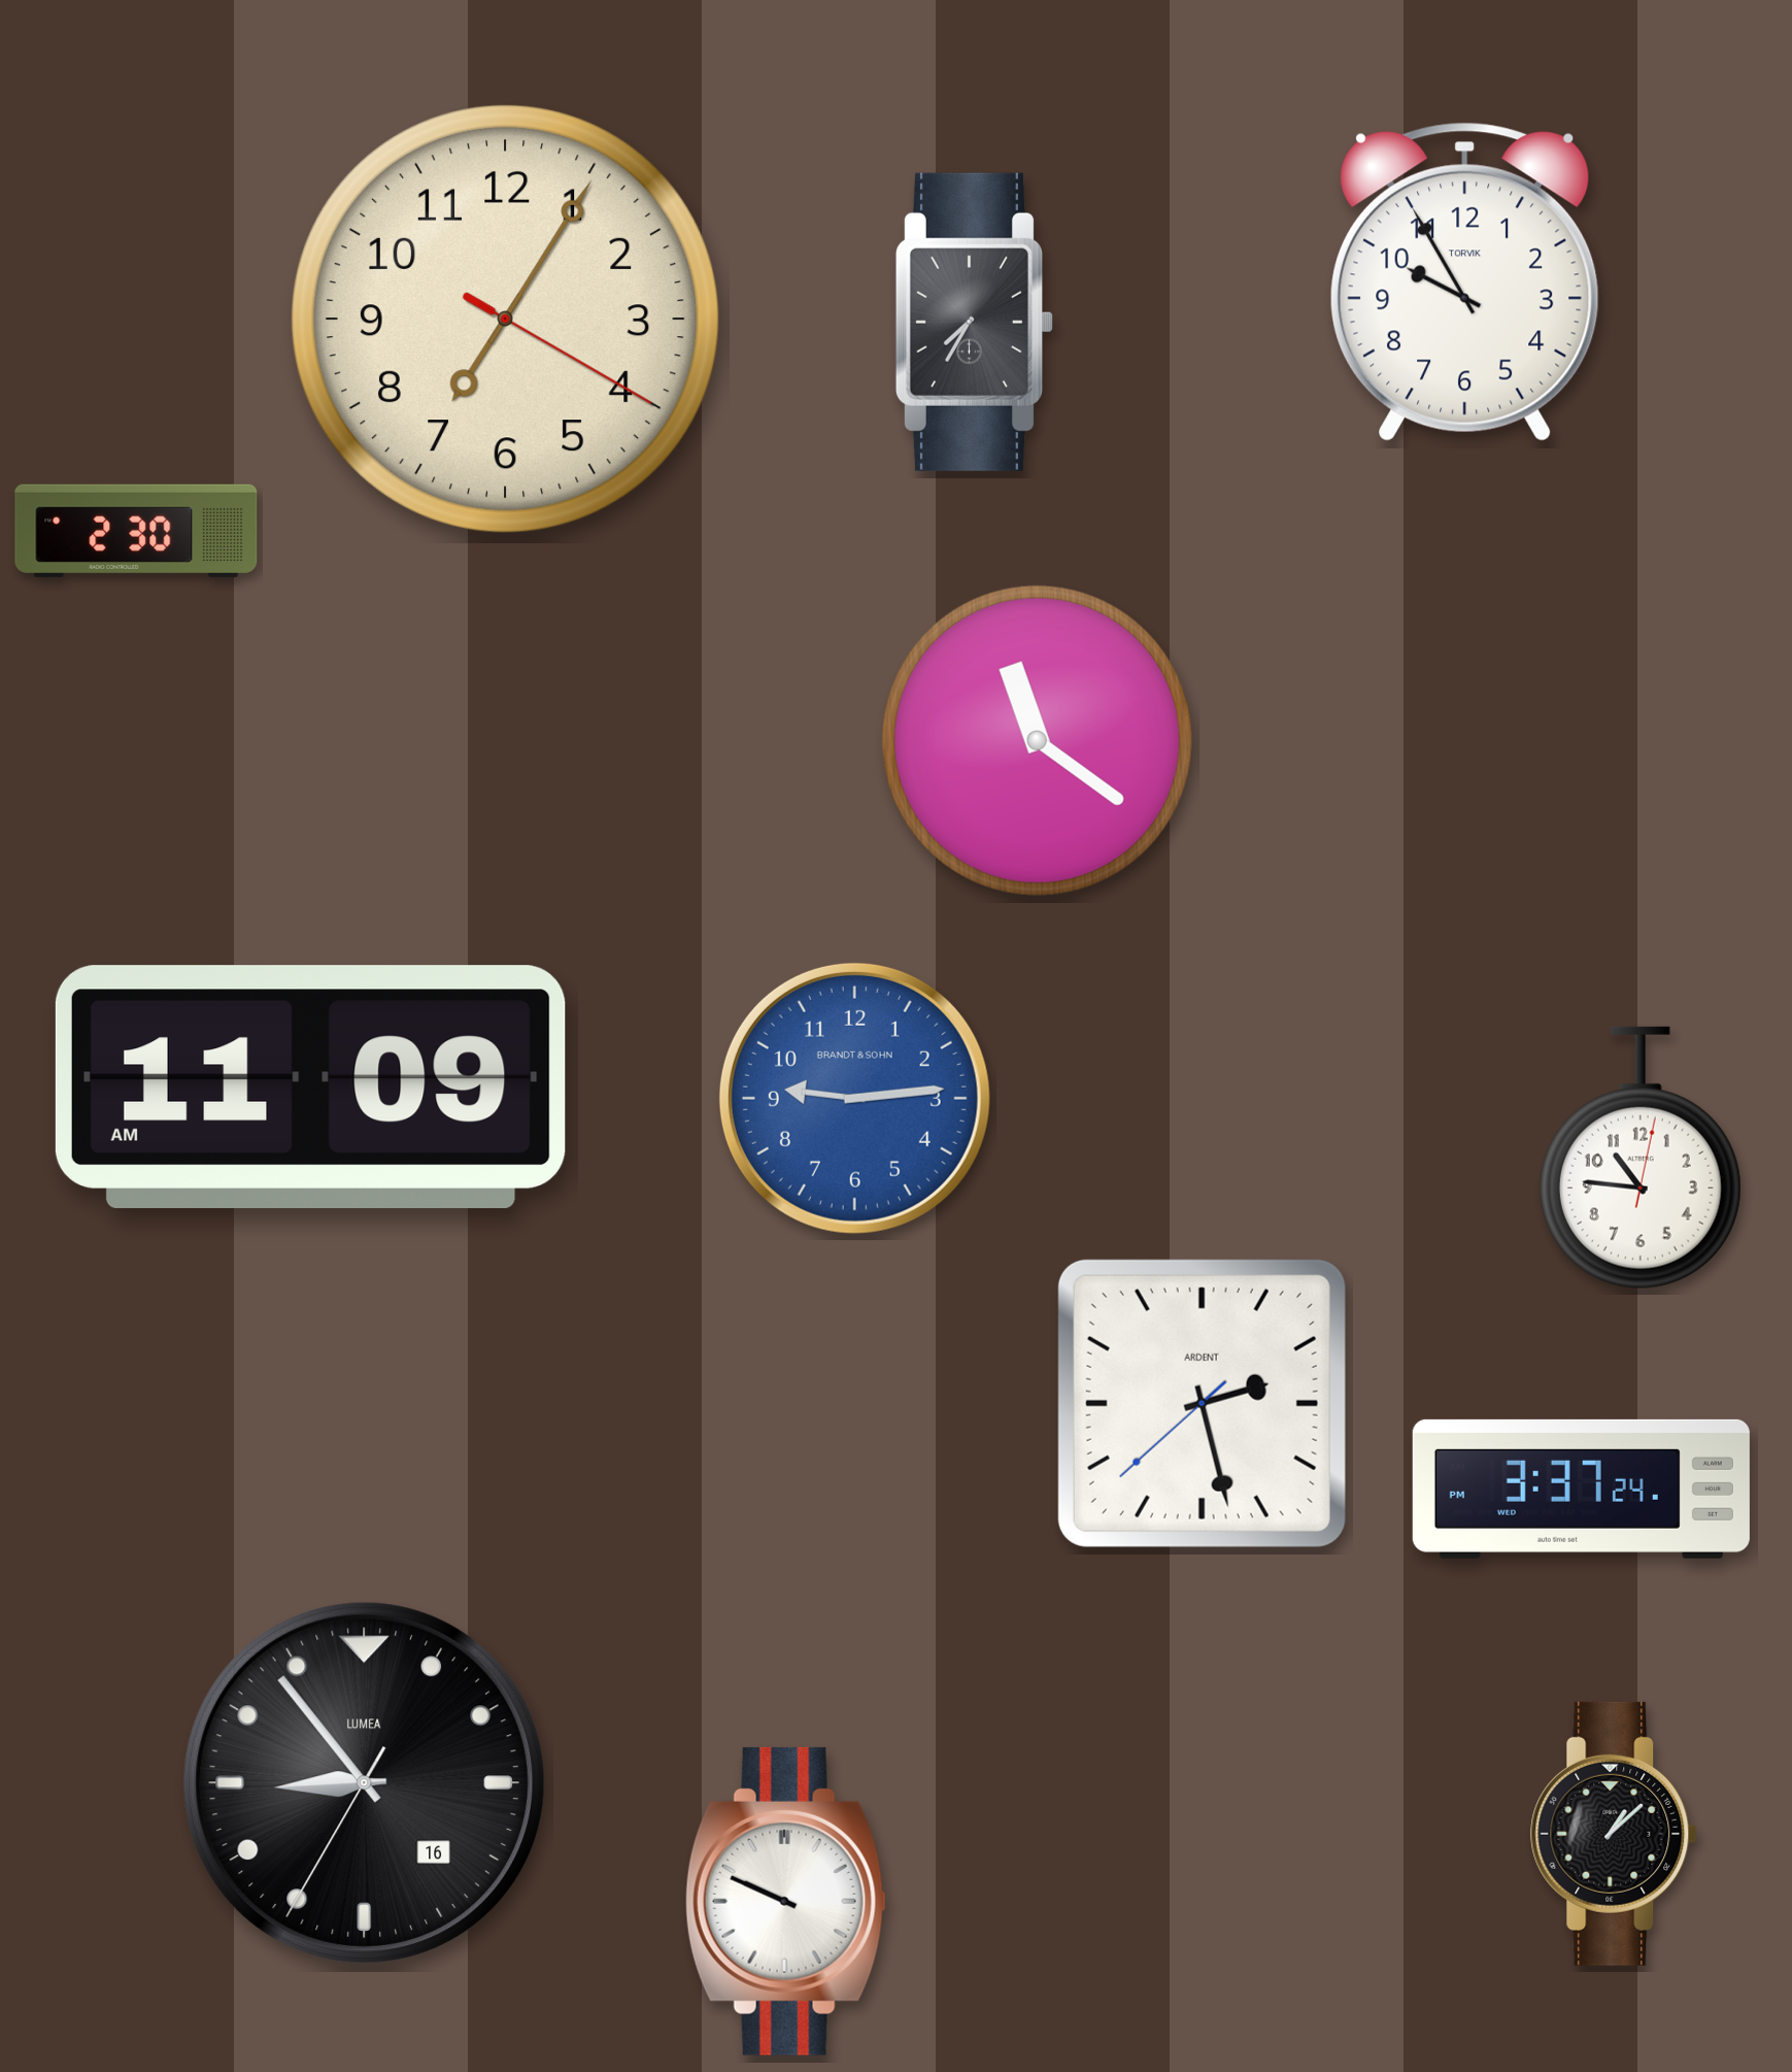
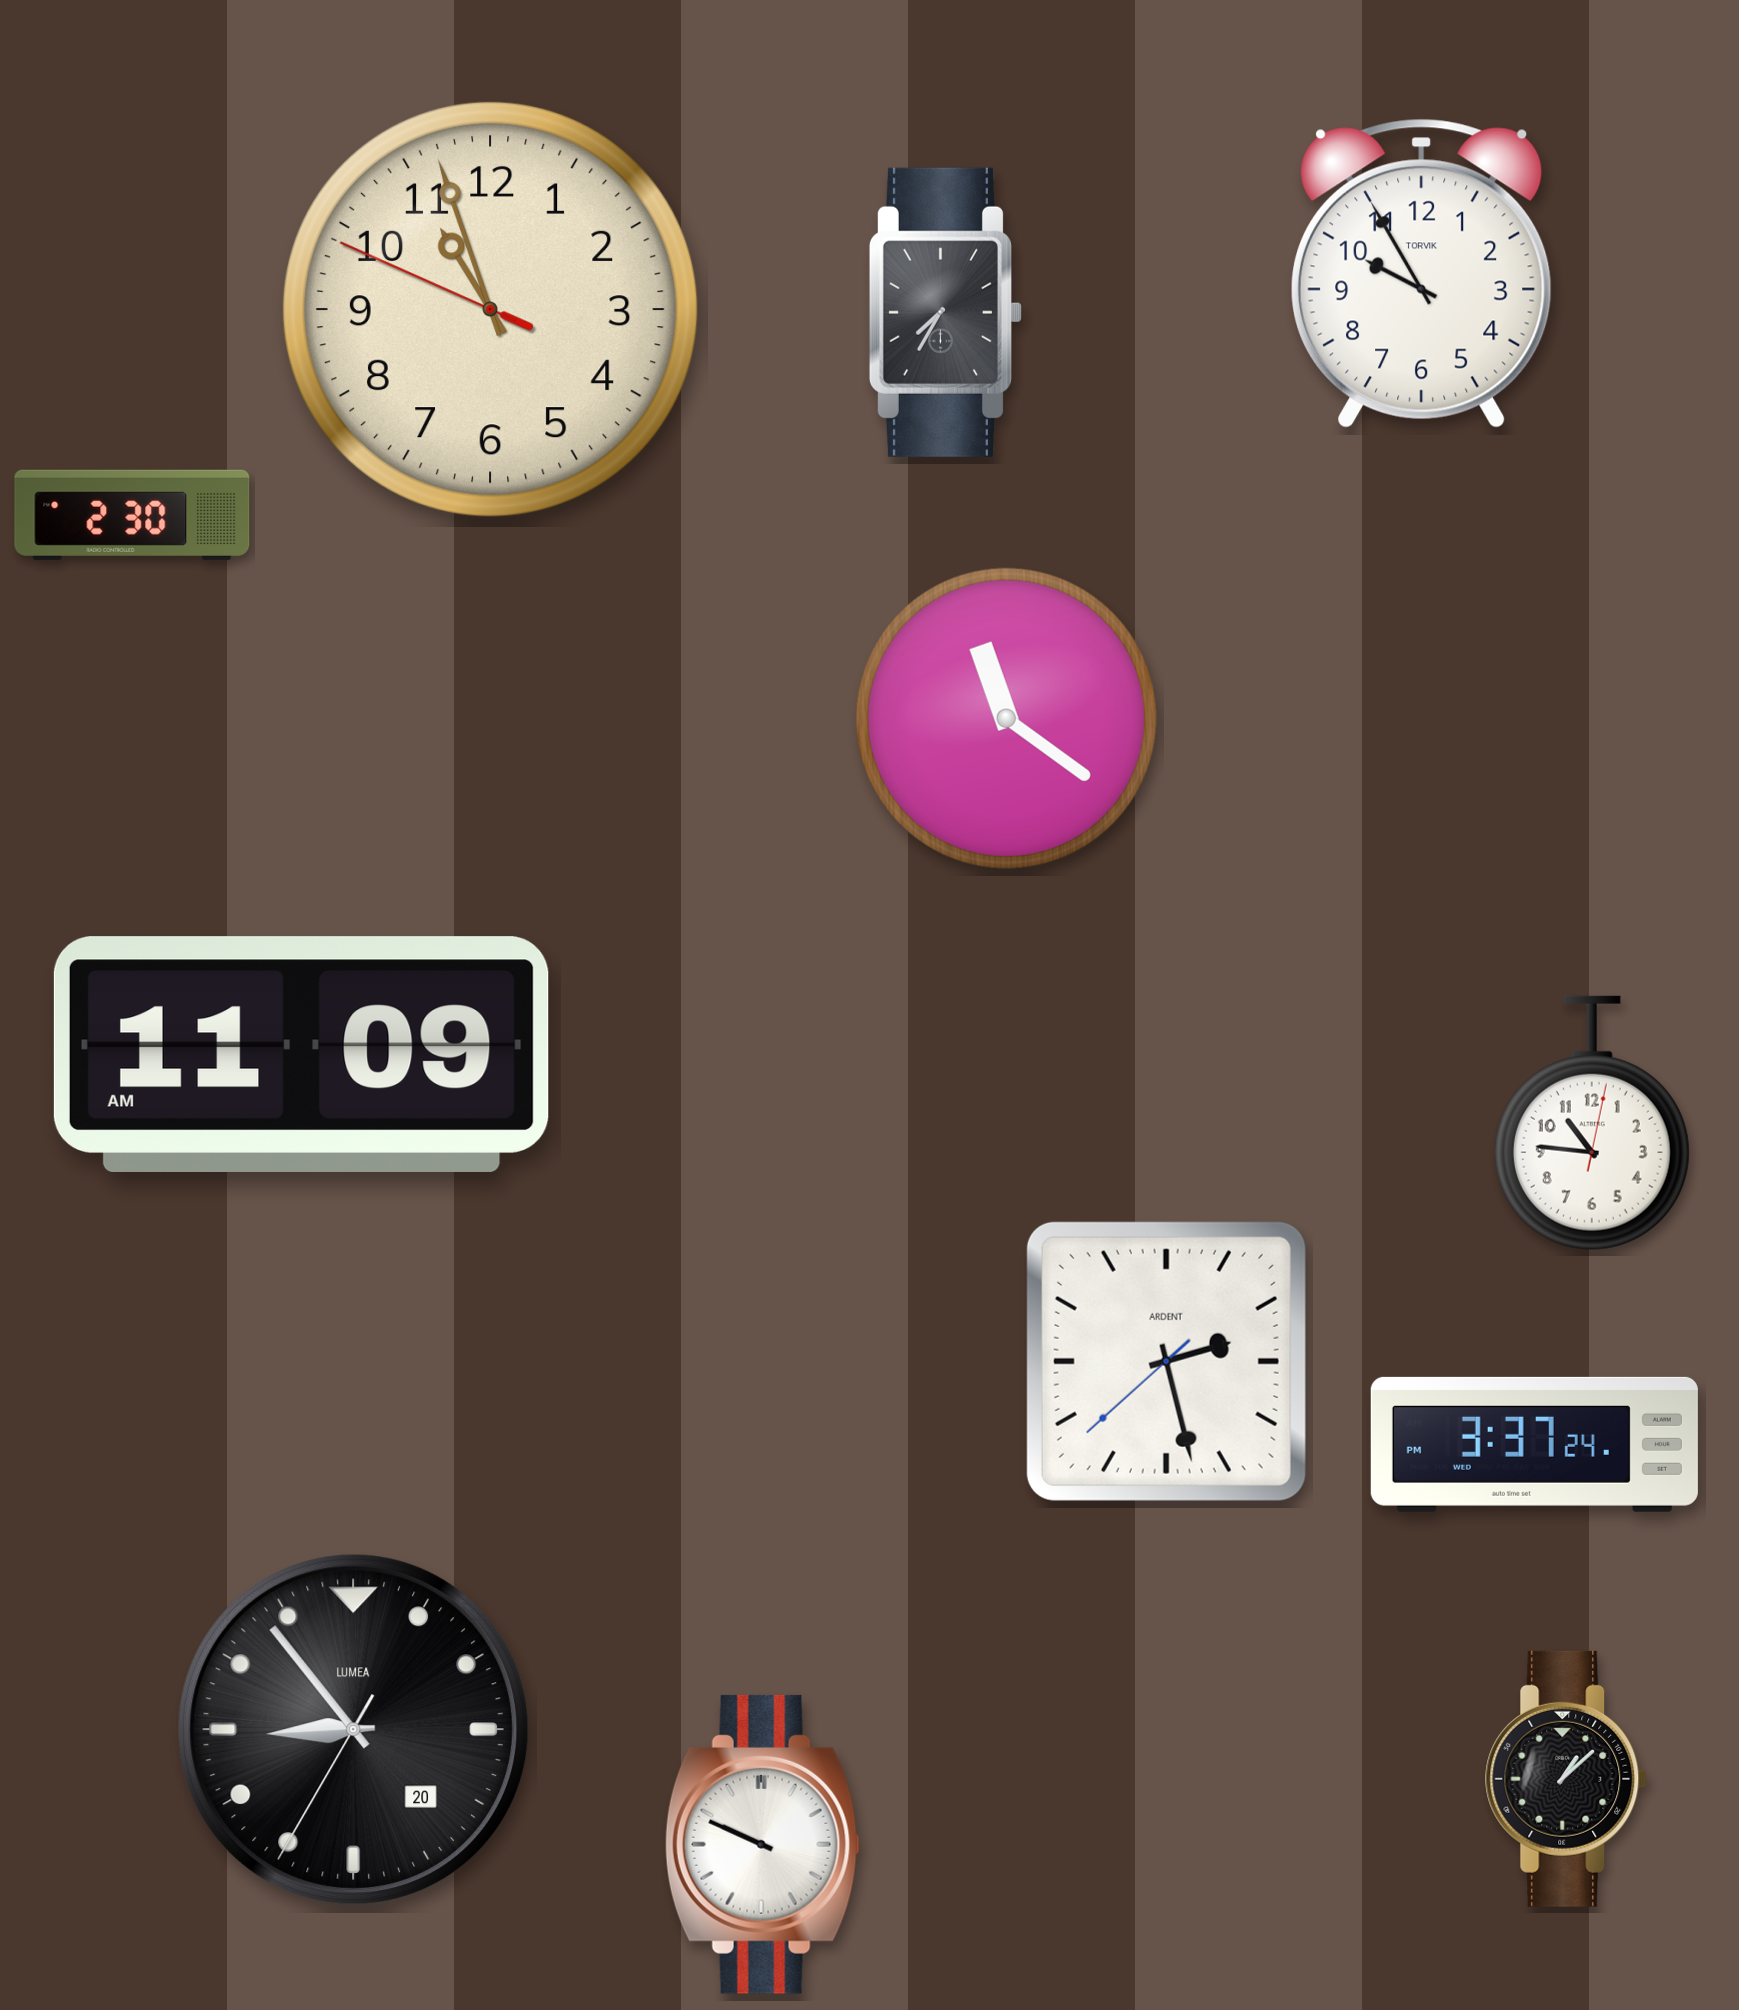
clock at (505, 319): 7:05 -> 10:56
clock at (854, 1098): 9:14 -> none
clock at (364, 1782) date: 16 -> 20
